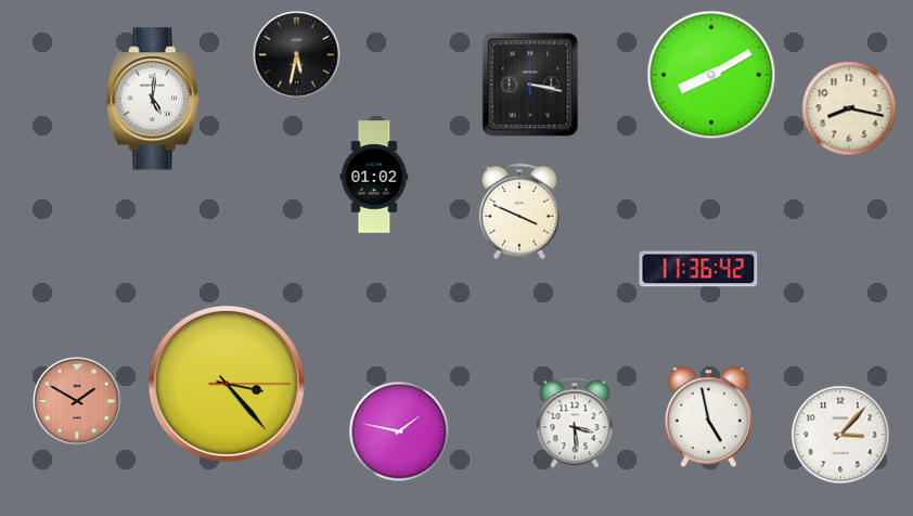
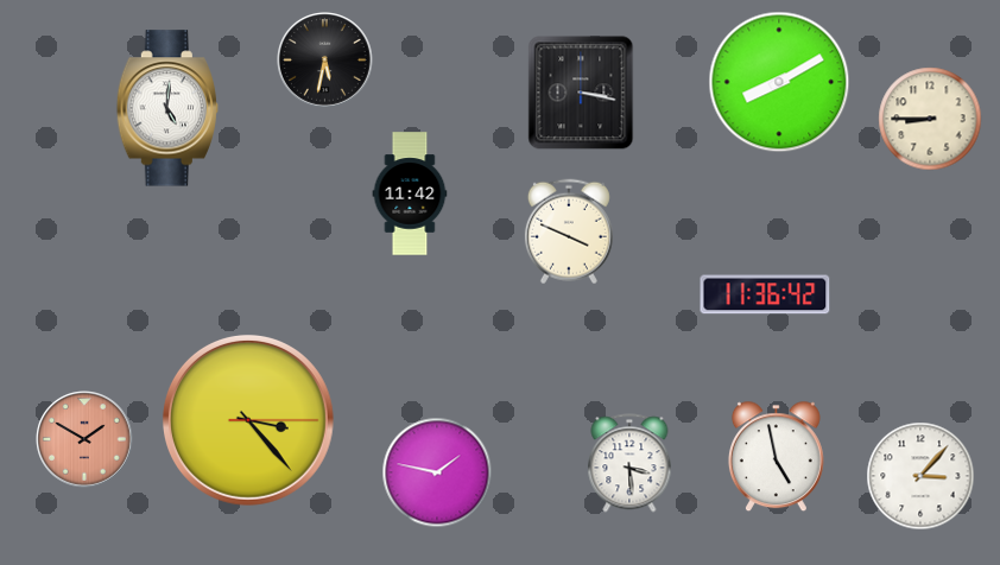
clock at (849, 108): 8:17 -> 8:45
clock at (374, 177): 01:02 -> 11:42
